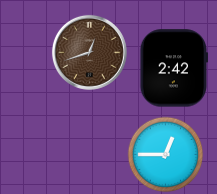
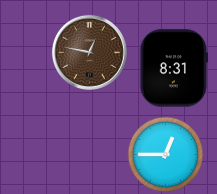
clock at (89, 52): 12:42 -> 12:47
clock at (174, 68): 2:42 -> 8:31
